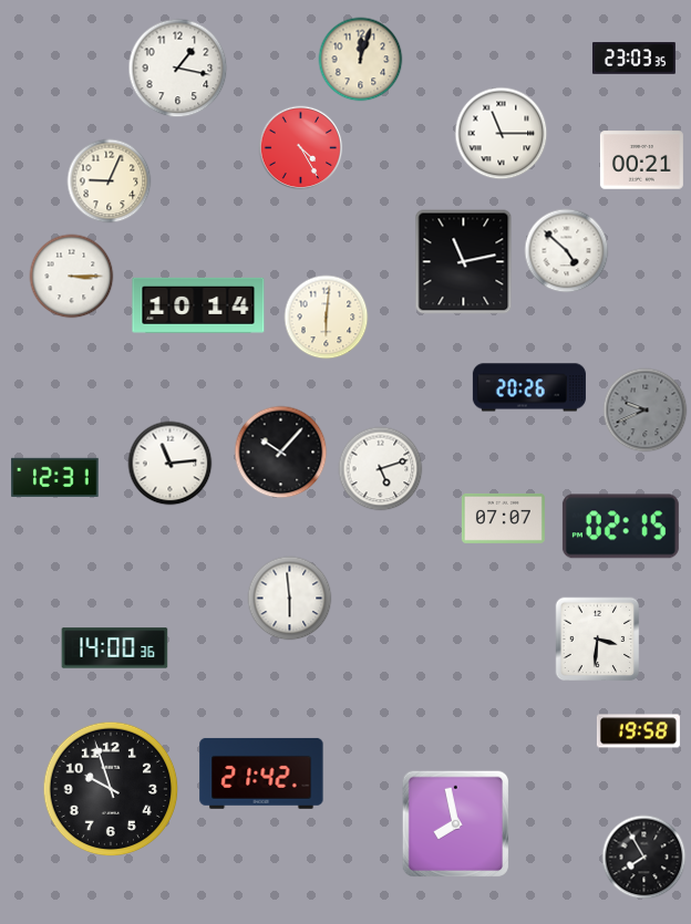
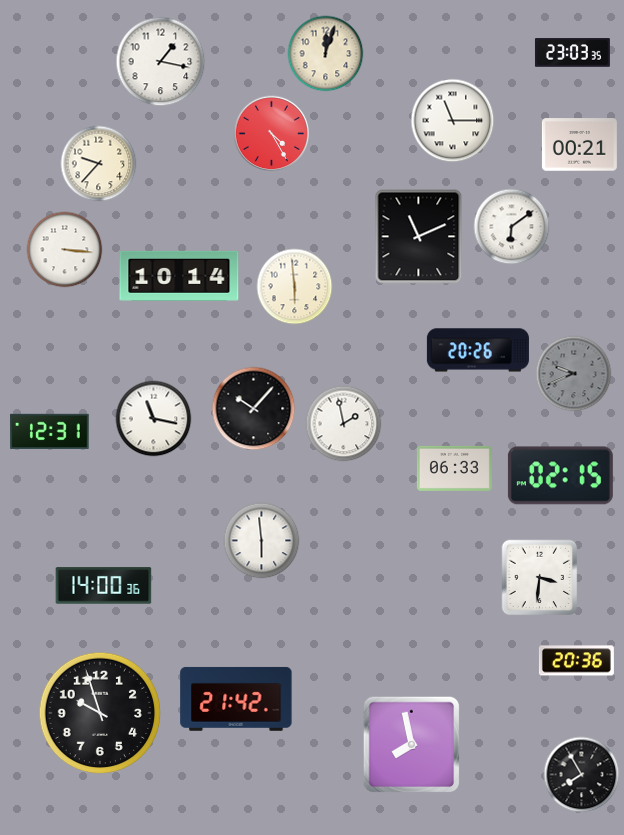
clock at (110, 181): 9:04 -> 9:37
clock at (567, 251): 4:52 -> 6:09
clock at (464, 262): 11:13 -> 11:11
clock at (72, 277): 3:15 -> 3:16
clock at (327, 318): 6:01 -> 5:59
clock at (646, 411) position: (646, 411) -> (574, 374)
clock at (171, 464): 11:14 -> 11:17
clock at (381, 469): 5:12 -> 1:58
clock at (503, 518): 07:07 -> 06:33
clock at (638, 731): 19:58 -> 20:36
